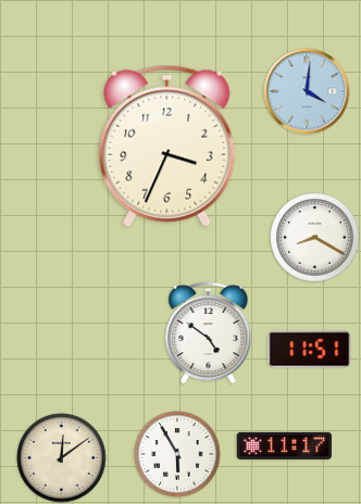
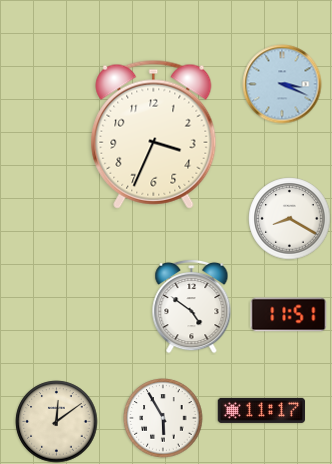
clock at (307, 91): 4:01 -> 3:19
clock at (310, 350) position: (310, 350) -> (289, 315)
